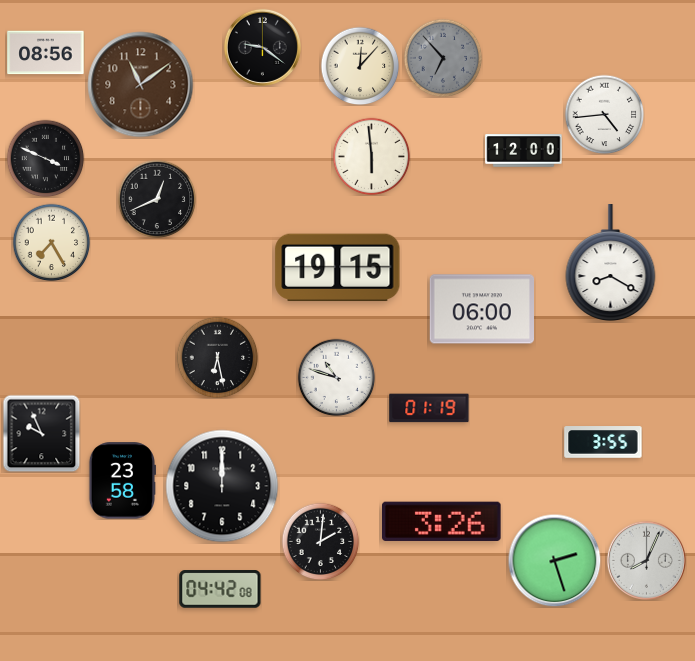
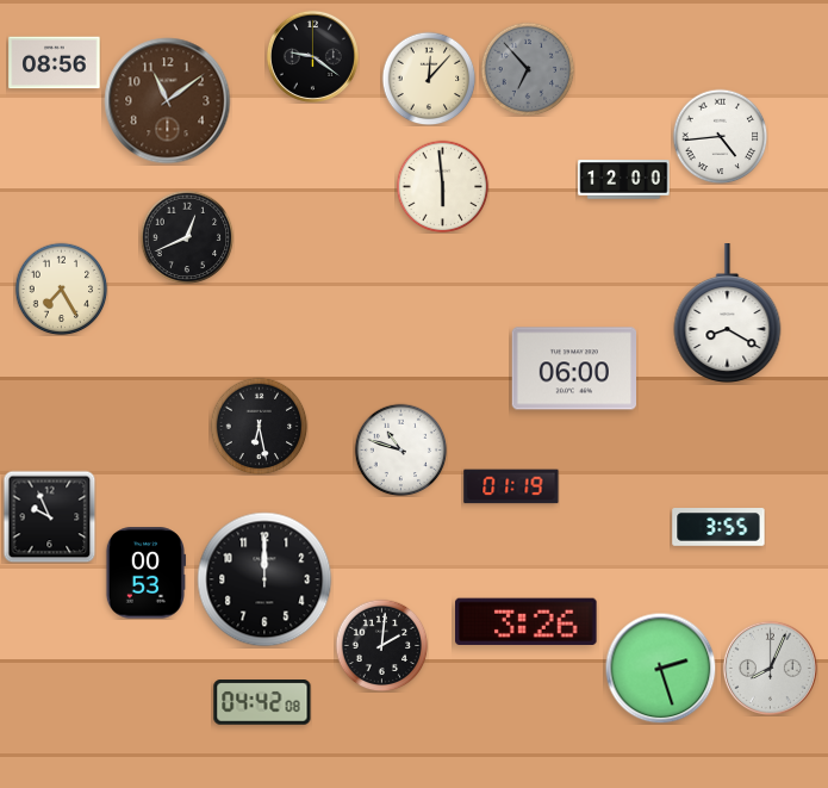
clock at (45, 158): 3:49 -> none
clock at (338, 268): 19:15 -> none
clock at (121, 481): 23:58 -> 00:53
